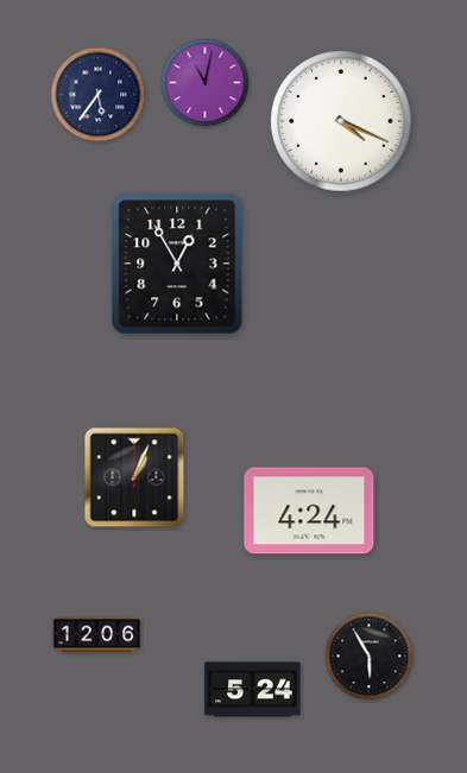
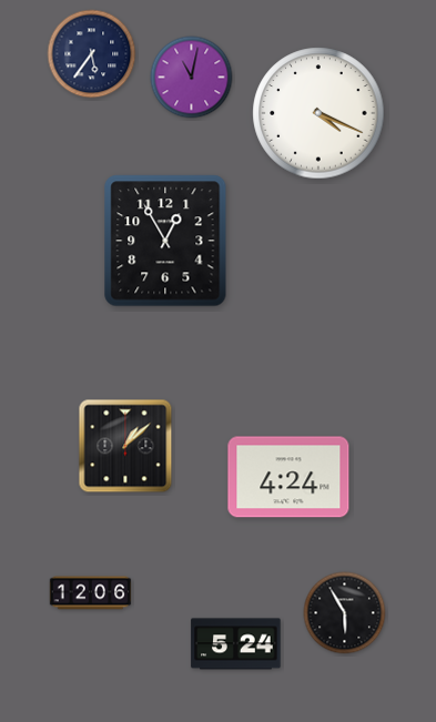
clock at (99, 95) position: (99, 95) -> (92, 54)
clock at (177, 264) position: (177, 264) -> (165, 241)
clock at (134, 477): 1:04 -> 1:08
